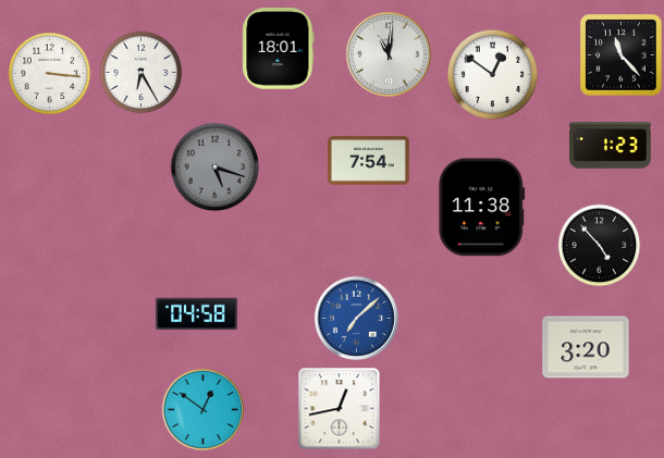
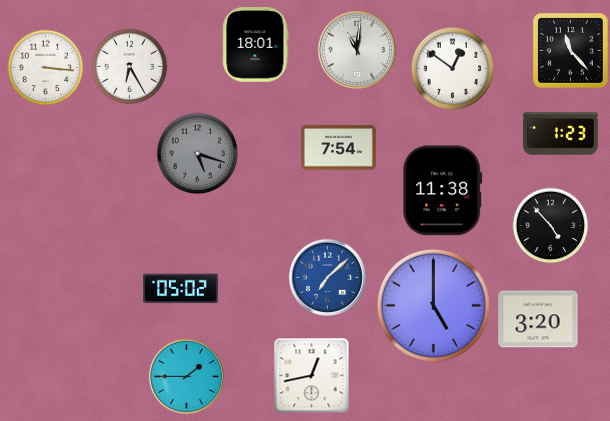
clock at (197, 314): 04:58 -> 05:02
clock at (356, 318) position: (356, 318) -> (327, 277)
clock at (433, 305): none -> 5:00
clock at (202, 409): 12:51 -> 1:45
